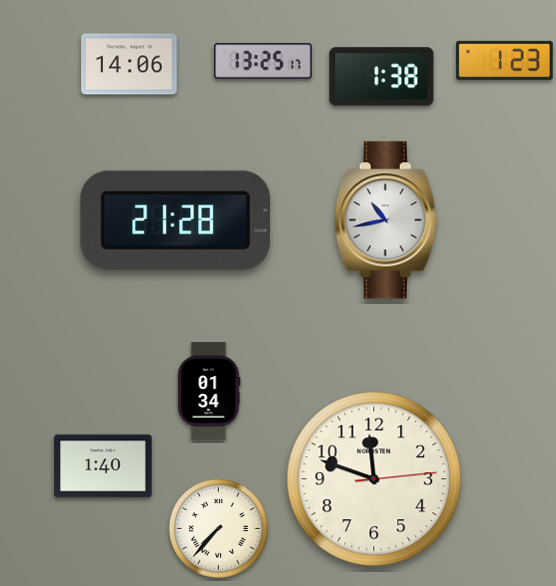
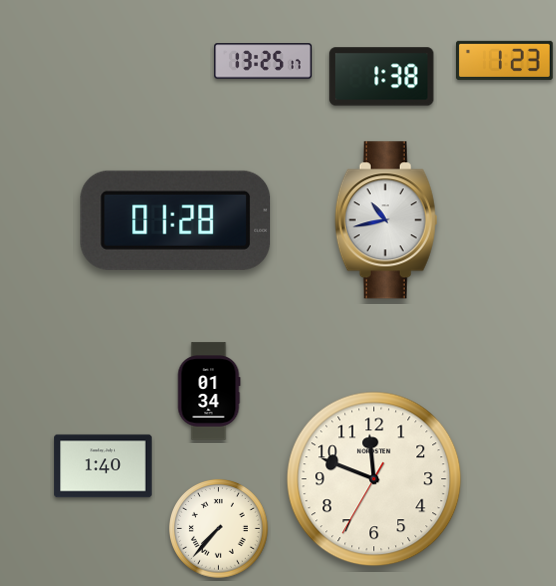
clock at (129, 64): 14:06 -> none
clock at (176, 220): 21:28 -> 01:28
clock at (374, 479): 11:48:14 -> 11:48:35
